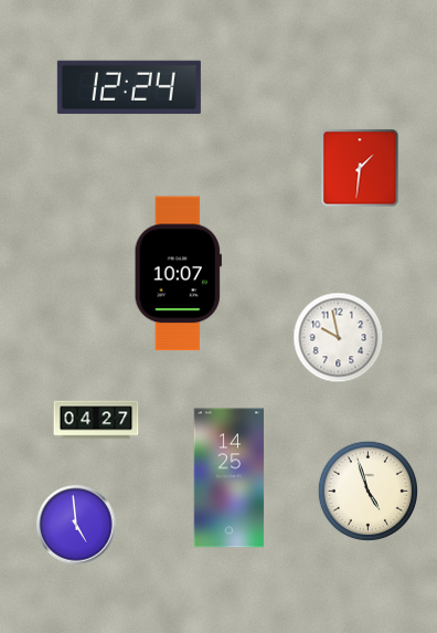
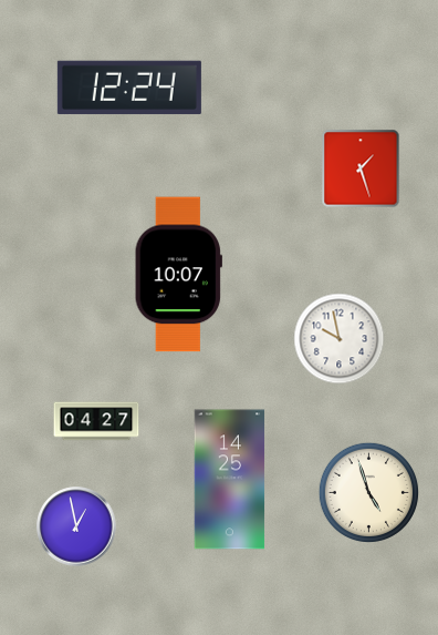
clock at (360, 168): 1:31 -> 1:27
clock at (76, 525): 4:59 -> 12:58
